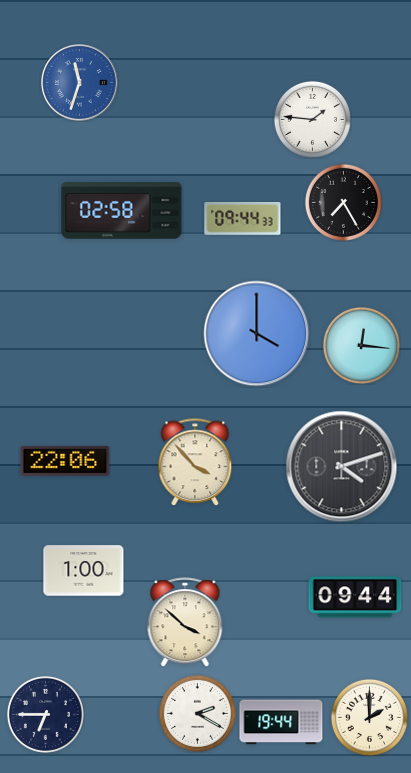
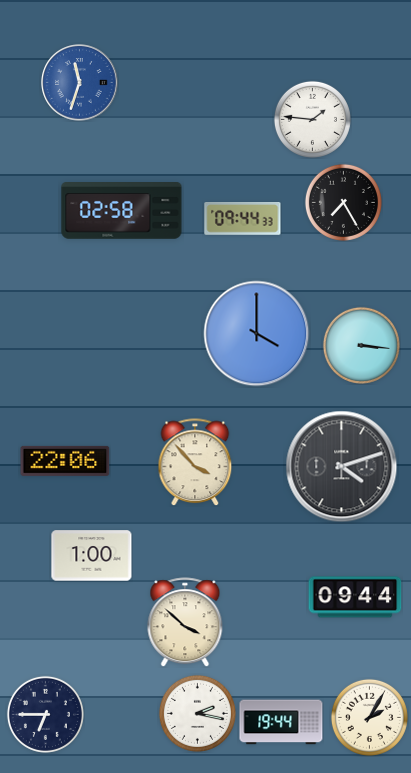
clock at (361, 345): 12:16 -> 3:16
clock at (84, 571) position: (84, 571) -> (92, 556)
clock at (197, 713): 2:20 -> 2:17
clock at (369, 717): 2:00 -> 2:05
